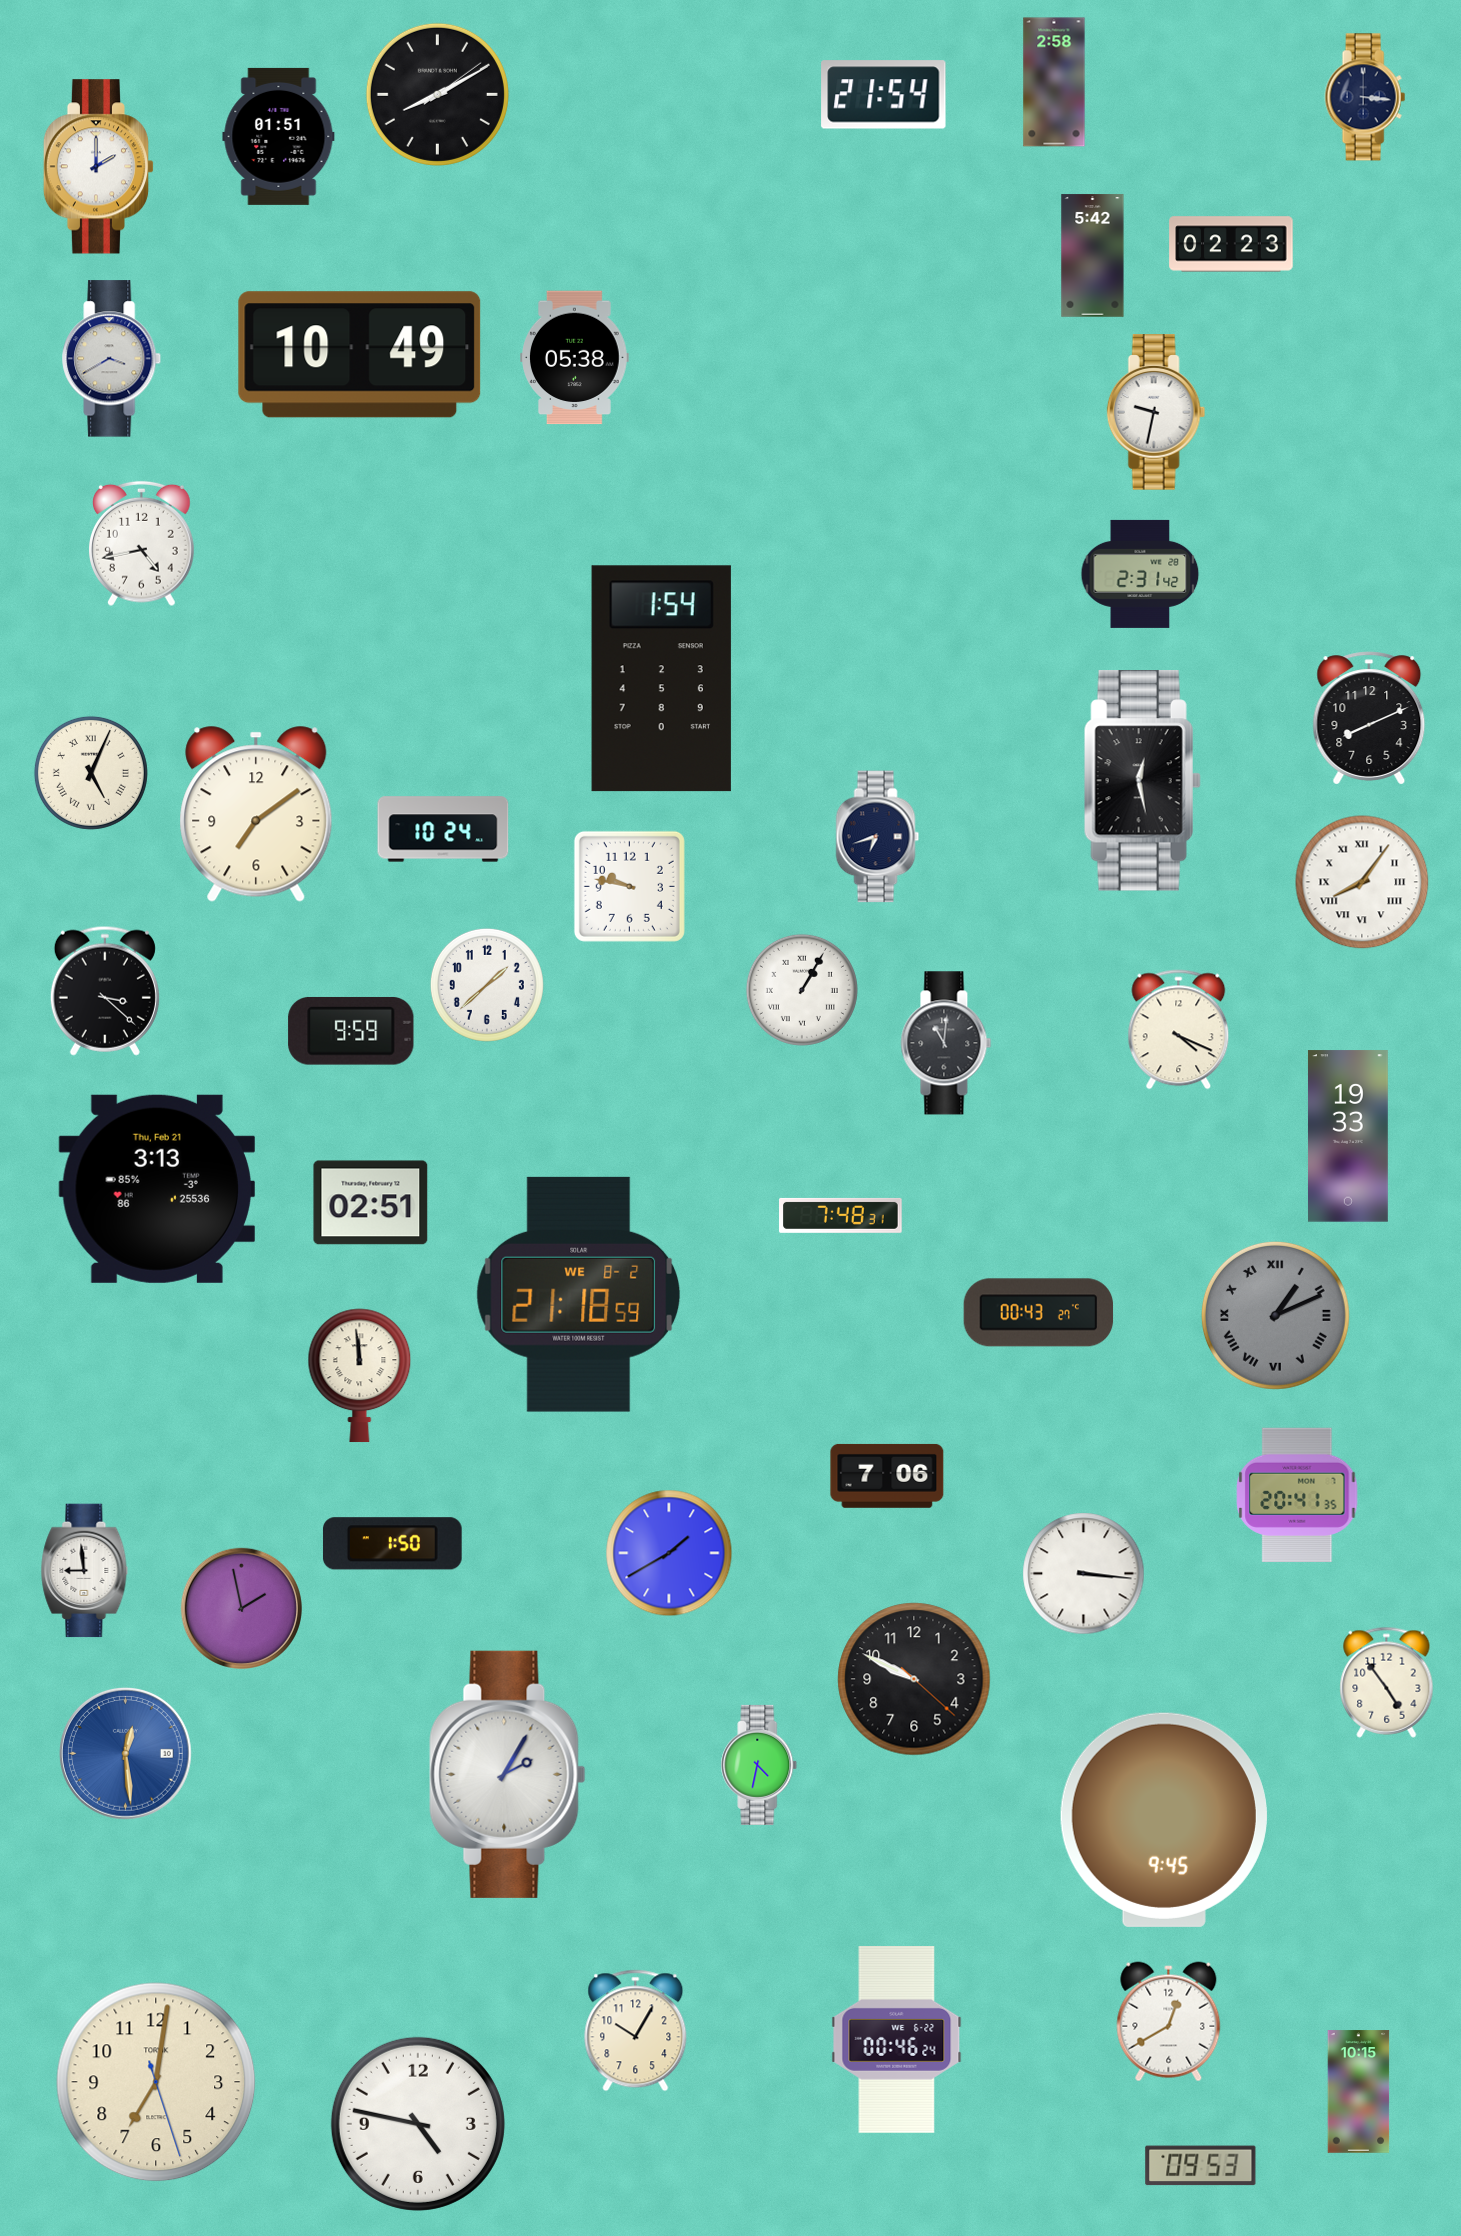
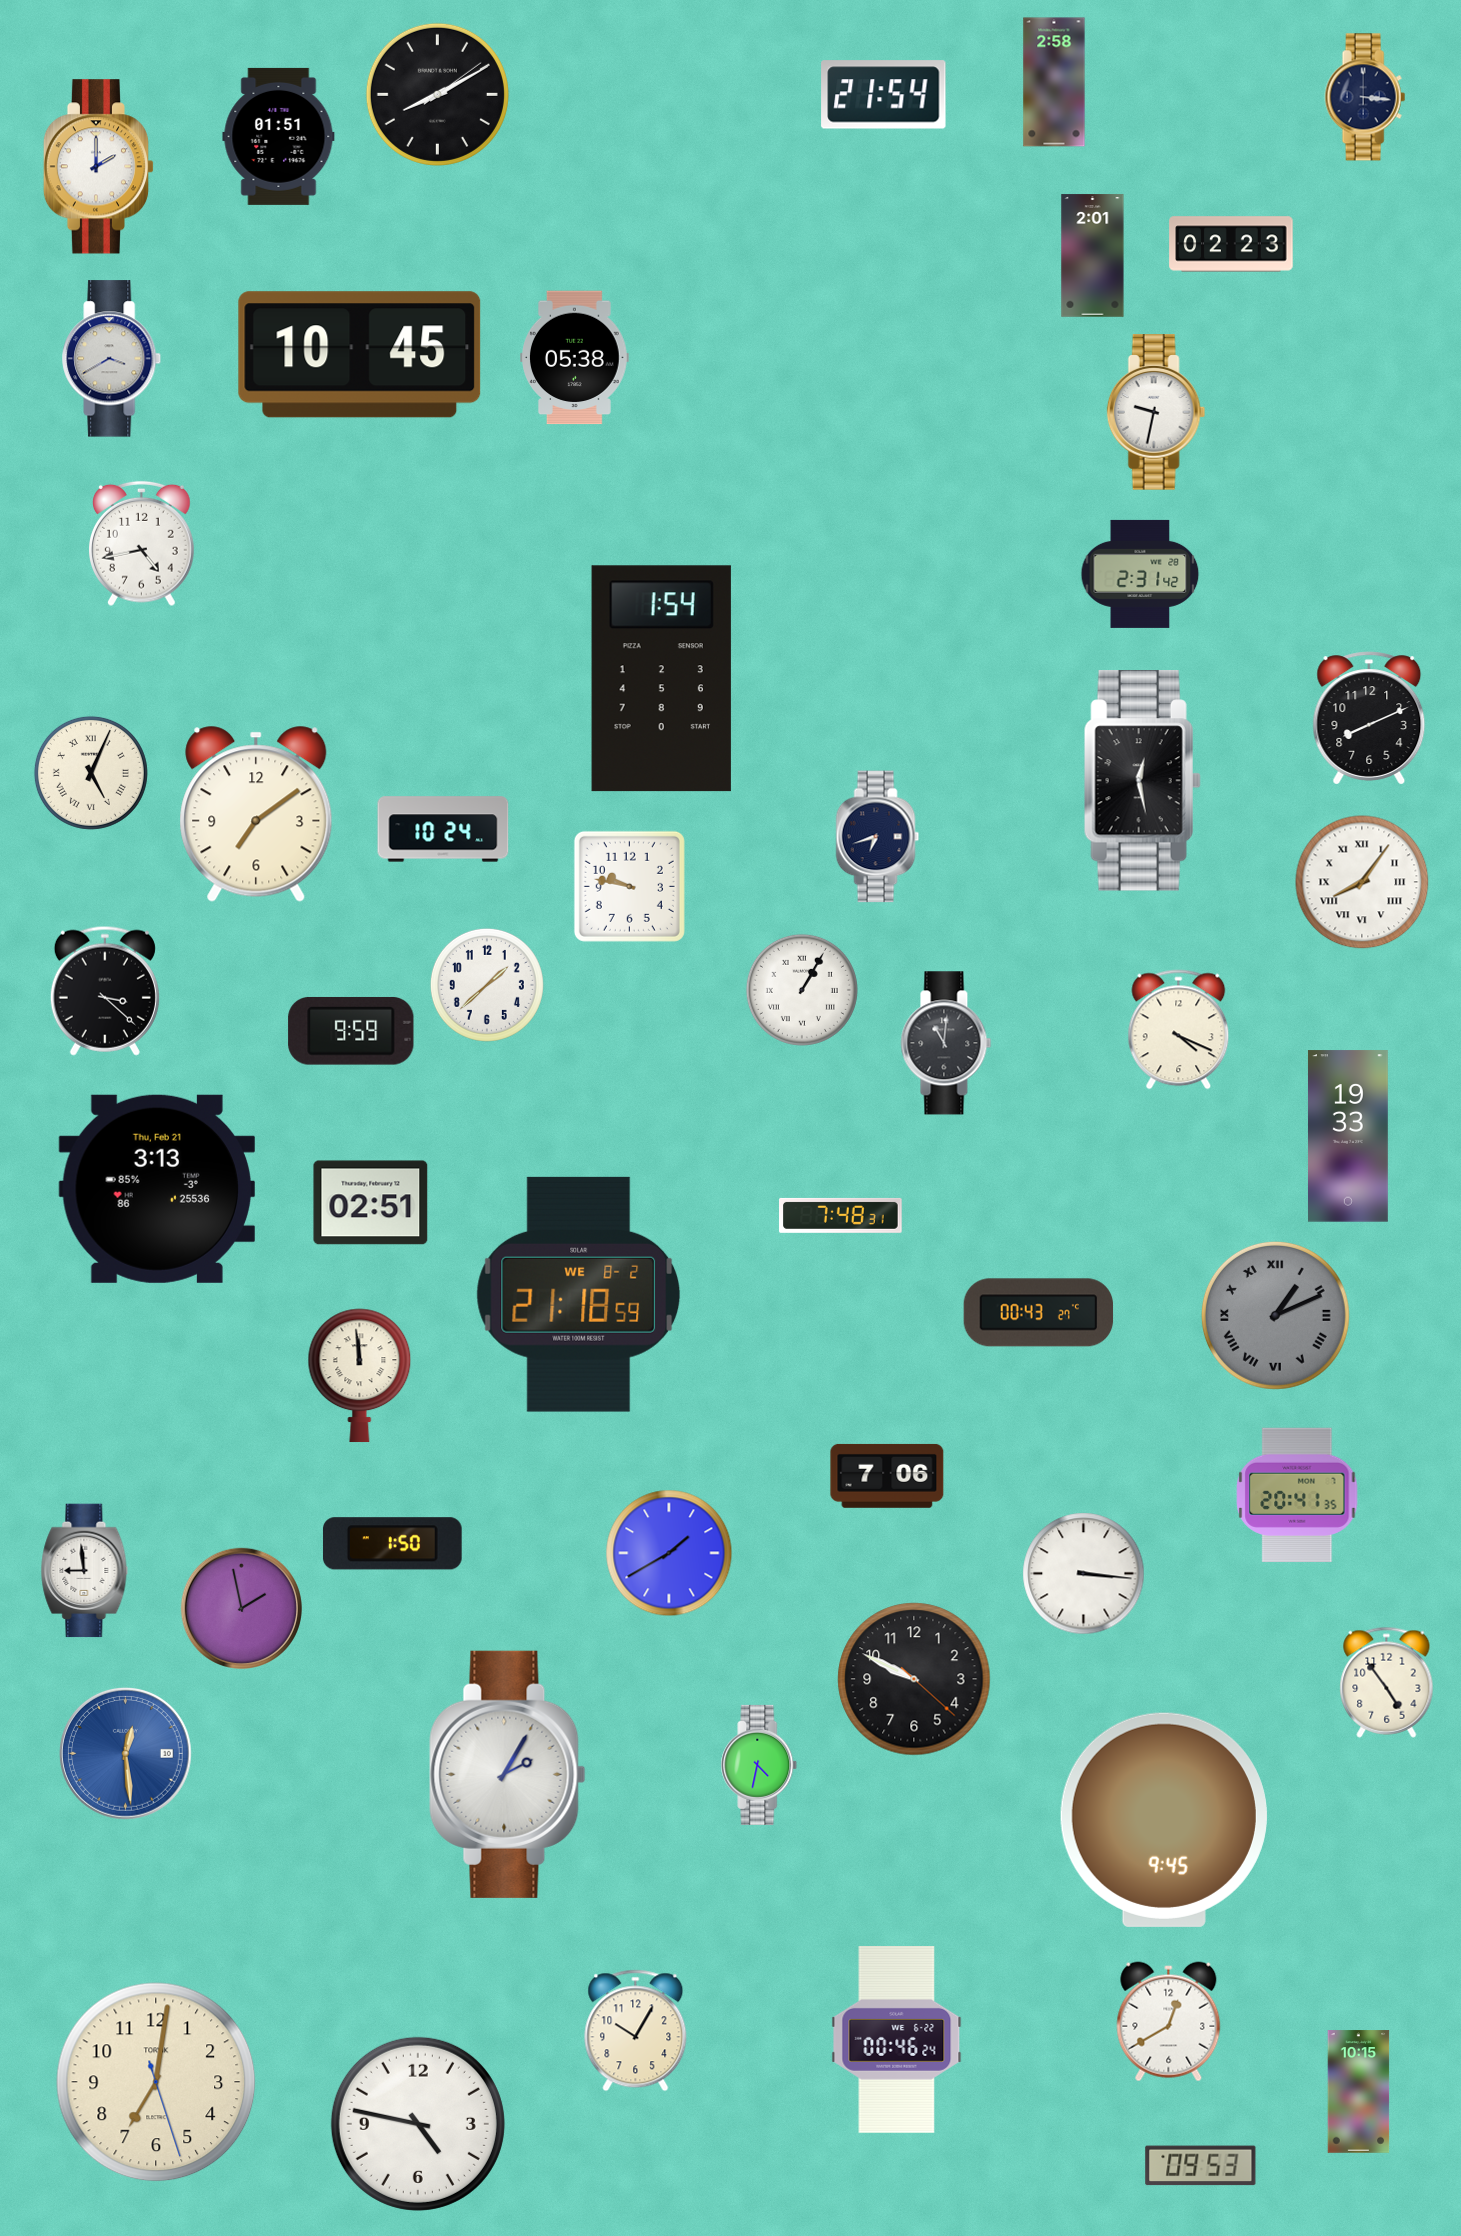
clock at (1093, 256): 5:42 -> 2:01
clock at (360, 355): 10:49 -> 10:45
